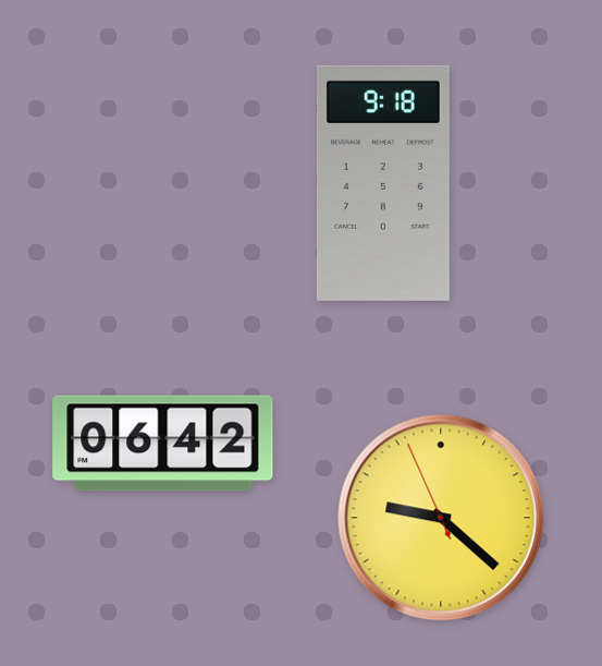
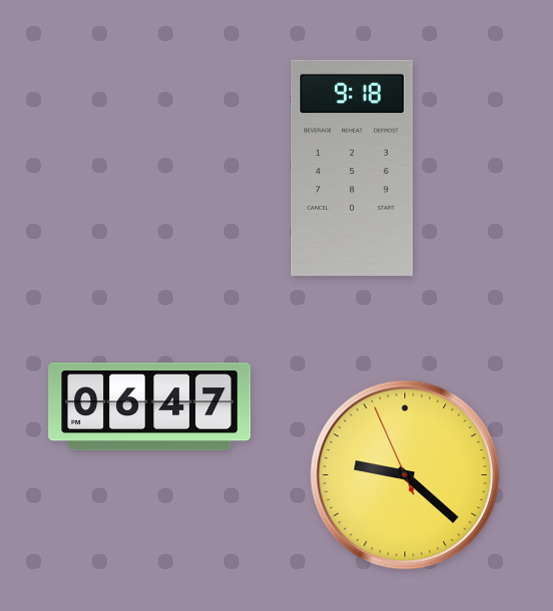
clock at (163, 444): 06:42 -> 06:47
